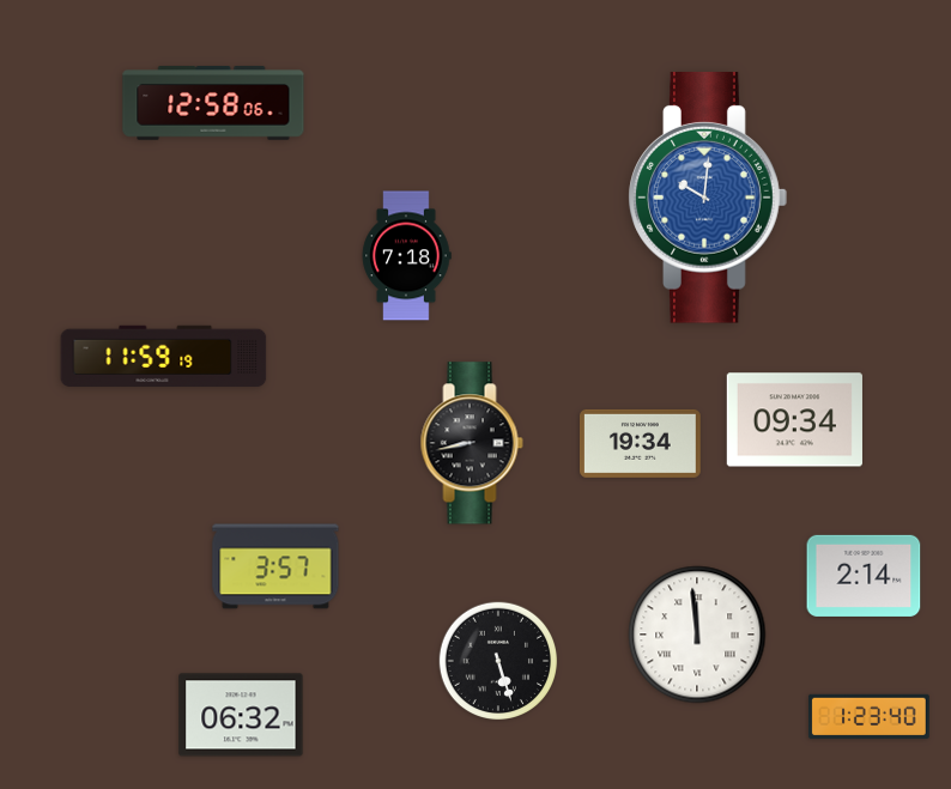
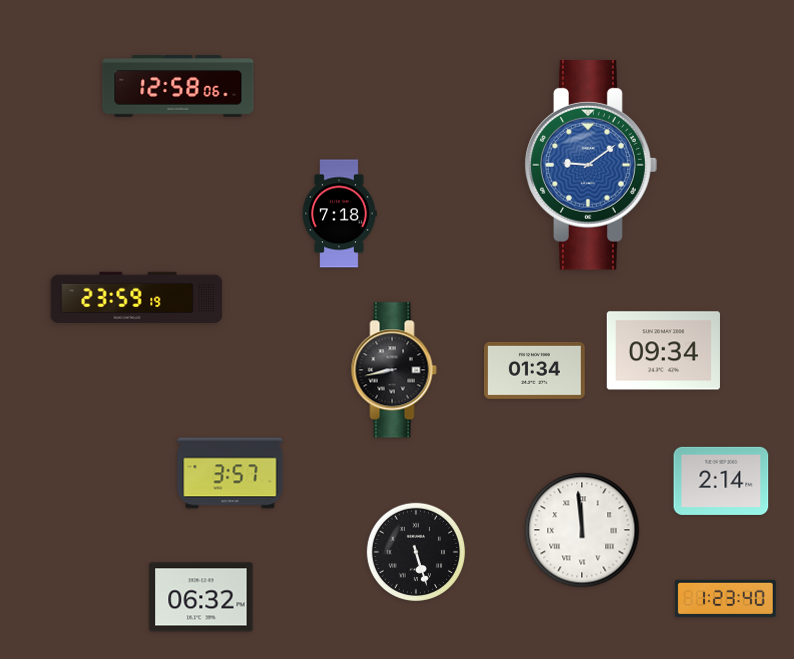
clock at (708, 198): 10:01 -> 9:09
clock at (164, 356): 11:59 -> 23:59
clock at (641, 443): 19:34 -> 01:34
